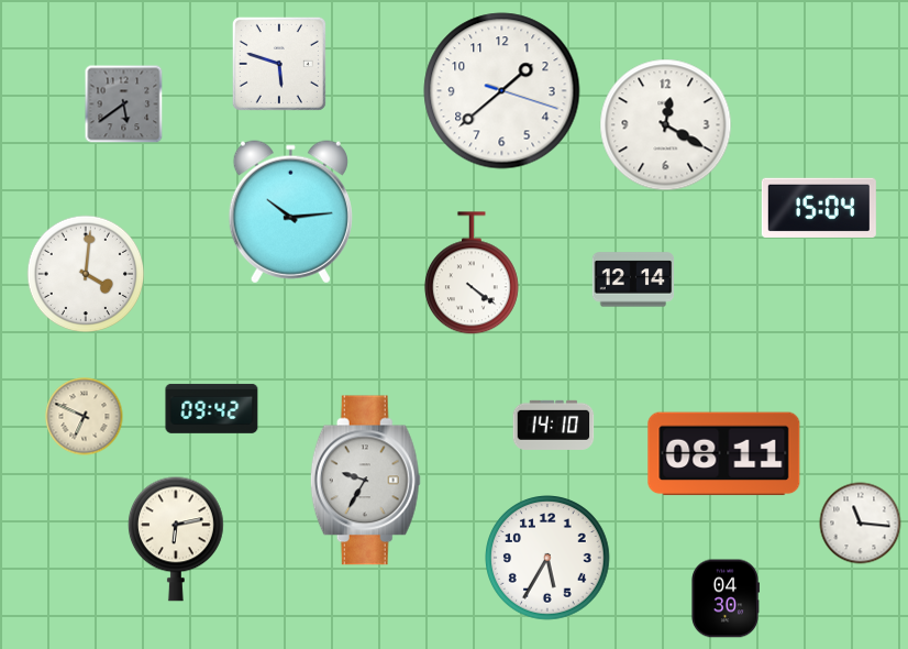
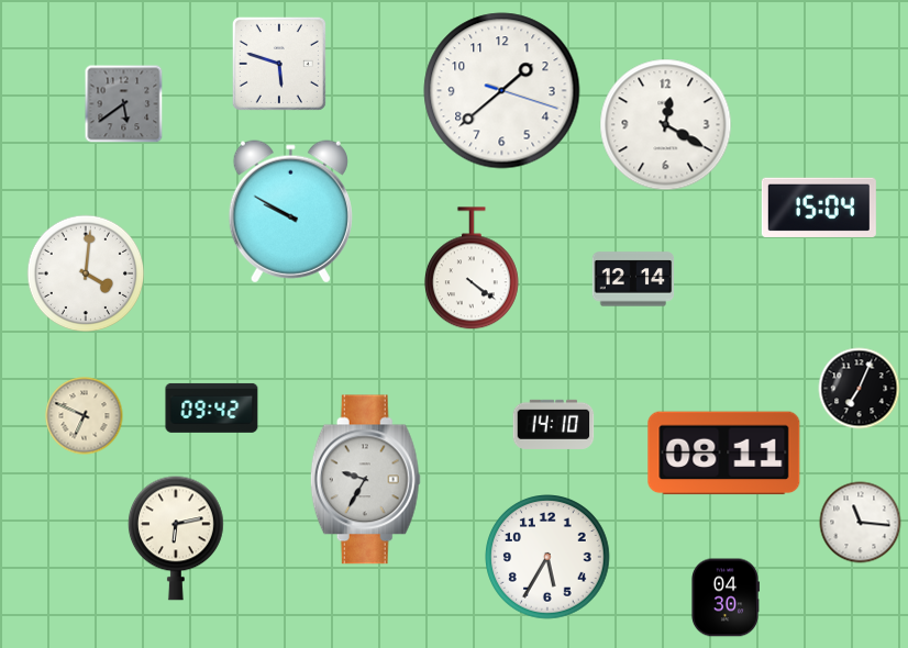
clock at (290, 212): 10:14 -> 9:50
clock at (472, 274) position: (472, 274) -> (472, 269)
clock at (860, 389): none -> 7:04
